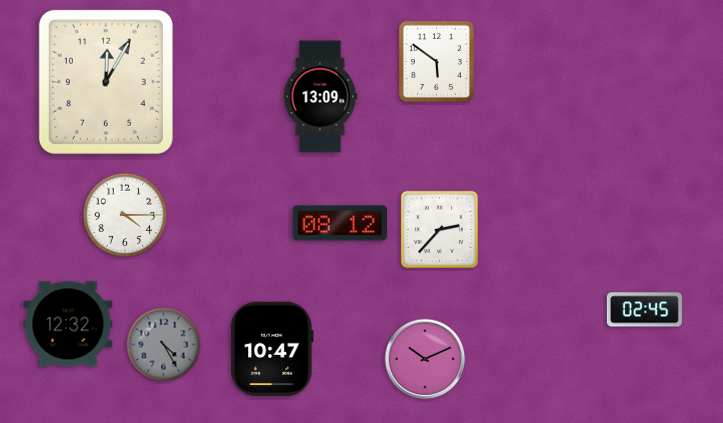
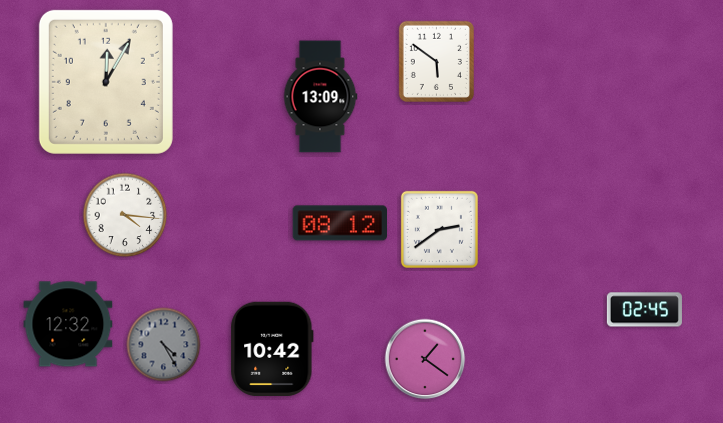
clock at (125, 215): 4:15 -> 4:16
clock at (439, 229): 2:37 -> 2:39
clock at (272, 349): 10:47 -> 10:42
clock at (425, 359): 10:11 -> 1:21
